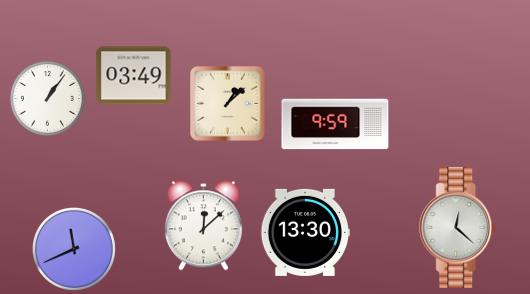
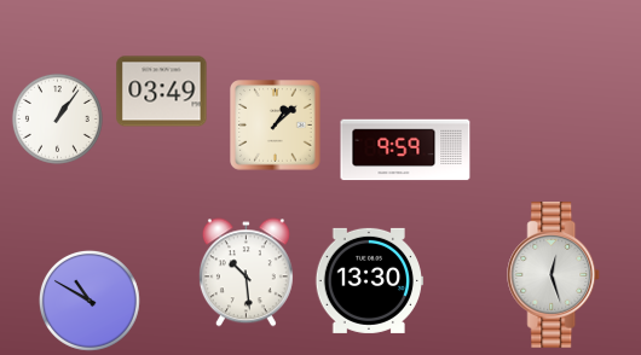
clock at (203, 226): 12:08 -> 10:29
clock at (458, 227): 12:22 -> 12:27
clock at (74, 249): 11:41 -> 10:50
